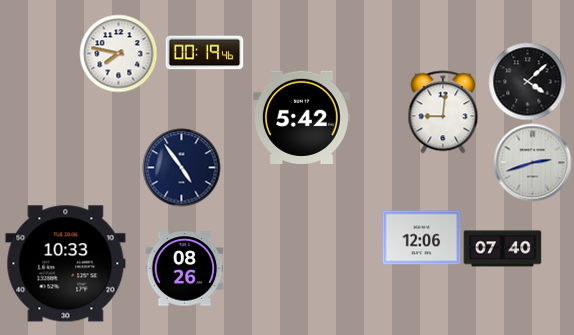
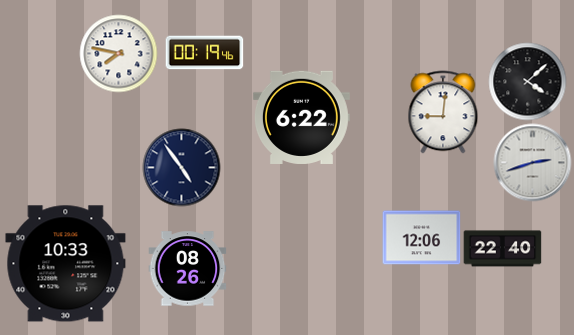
clock at (301, 117): 5:42 -> 6:22
clock at (502, 249): 07:40 -> 22:40
clock at (184, 269) position: (184, 269) -> (187, 269)
